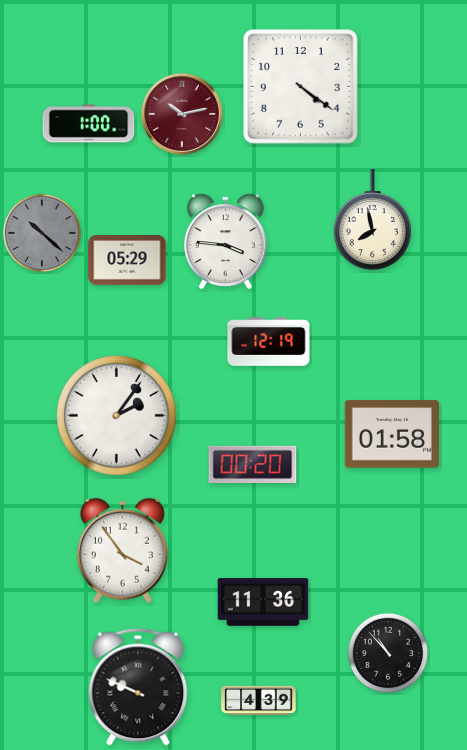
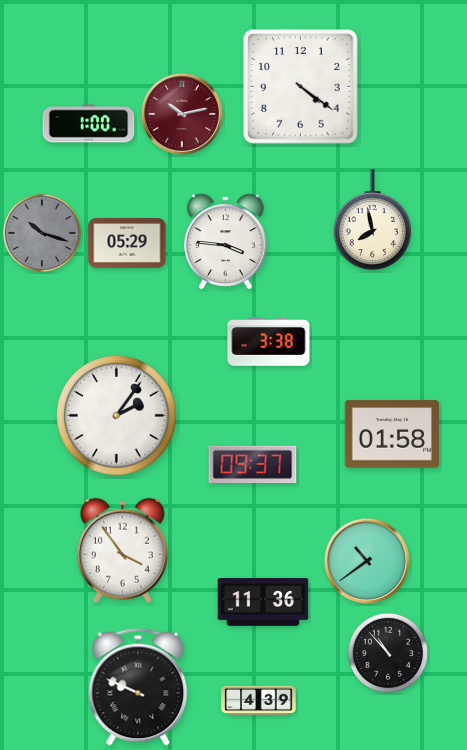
clock at (42, 233): 10:22 -> 10:18
clock at (127, 260) position: (127, 260) -> (127, 243)
clock at (269, 342): 12:19 -> 3:38
clock at (253, 465): 00:20 -> 09:37
clock at (367, 561): none -> 10:39
